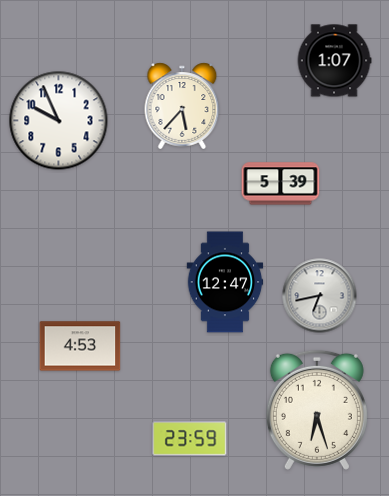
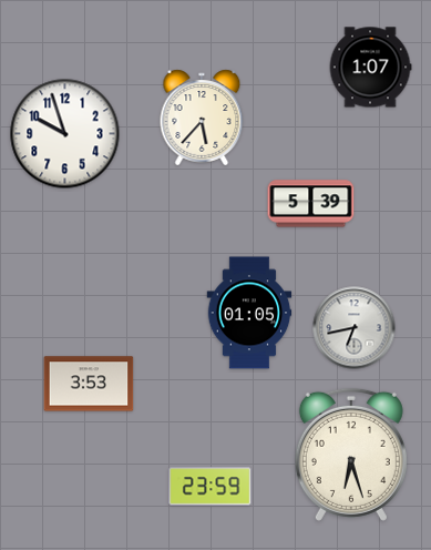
clock at (59, 121): 9:56 -> 9:57
clock at (225, 282): 12:47 -> 01:05
clock at (80, 346): 4:53 -> 3:53
